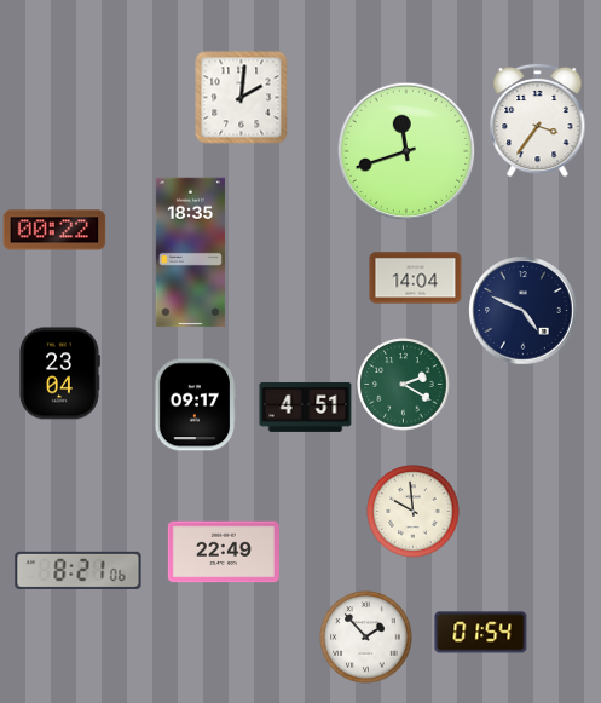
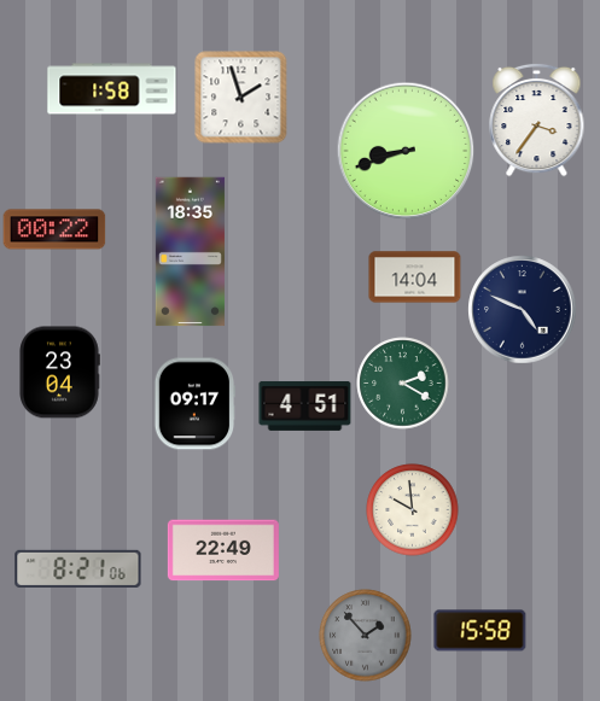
clock at (112, 89): none -> 1:58
clock at (242, 98): 2:01 -> 1:57
clock at (406, 151): 11:42 -> 8:42
clock at (481, 633): 01:54 -> 15:58
clock at (366, 638) dial: white -> grey
